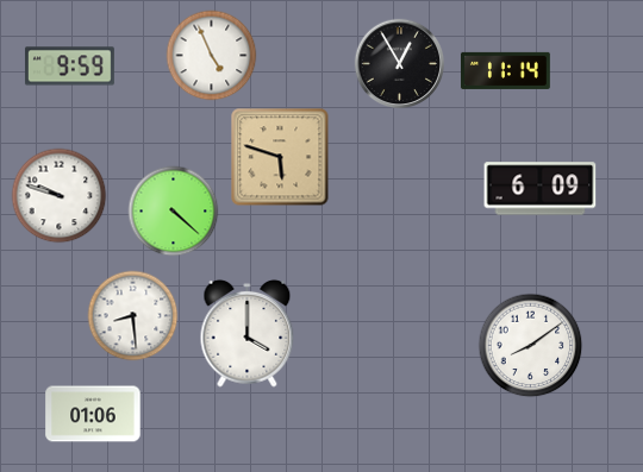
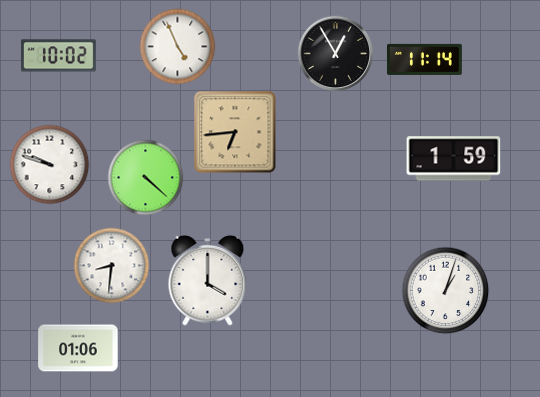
clock at (69, 67): 9:59 -> 10:02
clock at (280, 157): 5:48 -> 6:44
clock at (541, 189): 6:09 -> 1:59
clock at (133, 316): 8:29 -> 8:31
clock at (531, 346): 8:09 -> 1:03
